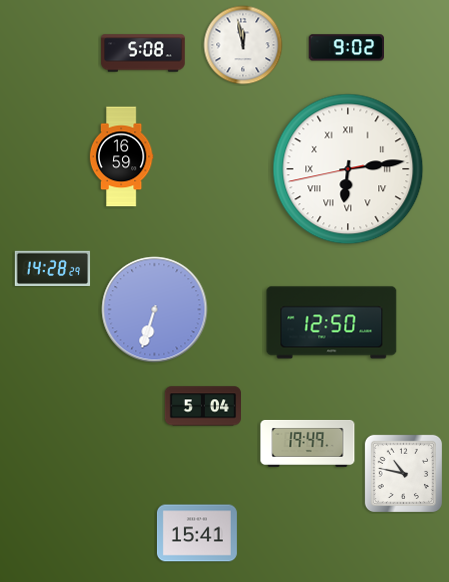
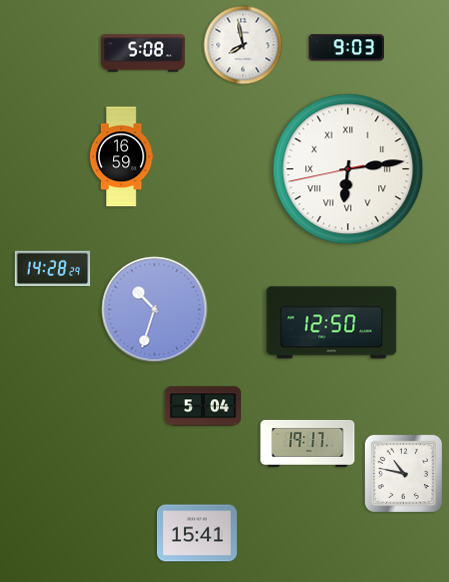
clock at (243, 45): 11:58 -> 7:58
clock at (346, 48): 9:02 -> 9:03
clock at (155, 310): 6:33 -> 10:33
clock at (308, 443): 19:49 -> 19:17
